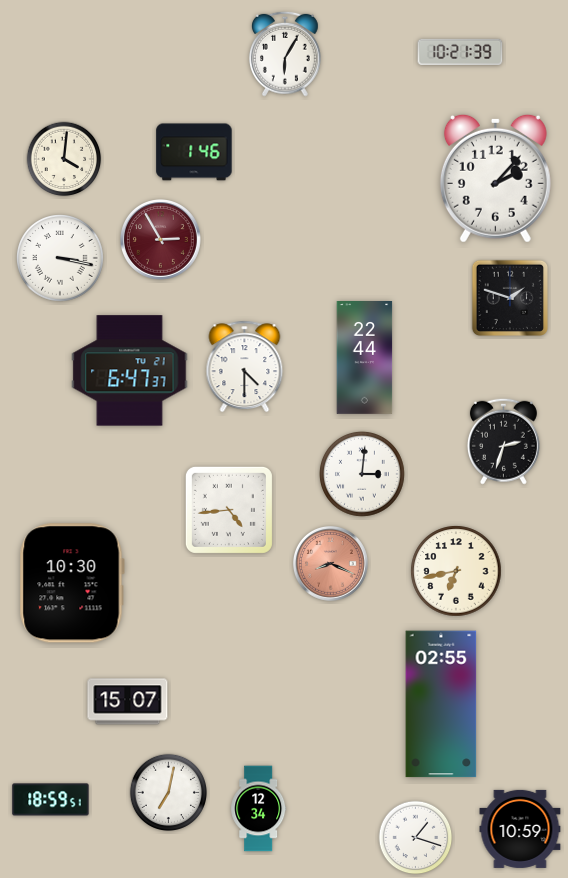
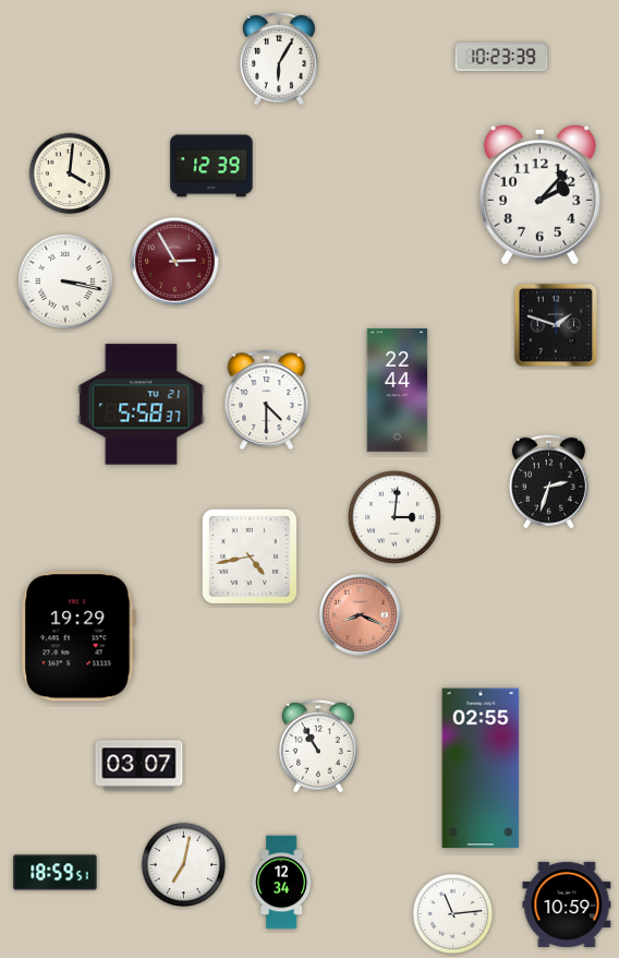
clock at (460, 51): 10:21 -> 10:23
clock at (285, 54) position: (285, 54) -> (279, 59)
clock at (194, 152): 1:46 -> 12:39
clock at (130, 371): 6:47 -> 5:58
clock at (229, 510): 4:44 -> 4:43
clock at (456, 571): 6:43 -> none
clock at (72, 583): 10:30 -> 19:29
clock at (318, 746): none -> 10:55
clock at (128, 702): 15:07 -> 03:07
clock at (416, 838): 1:18 -> 11:14
